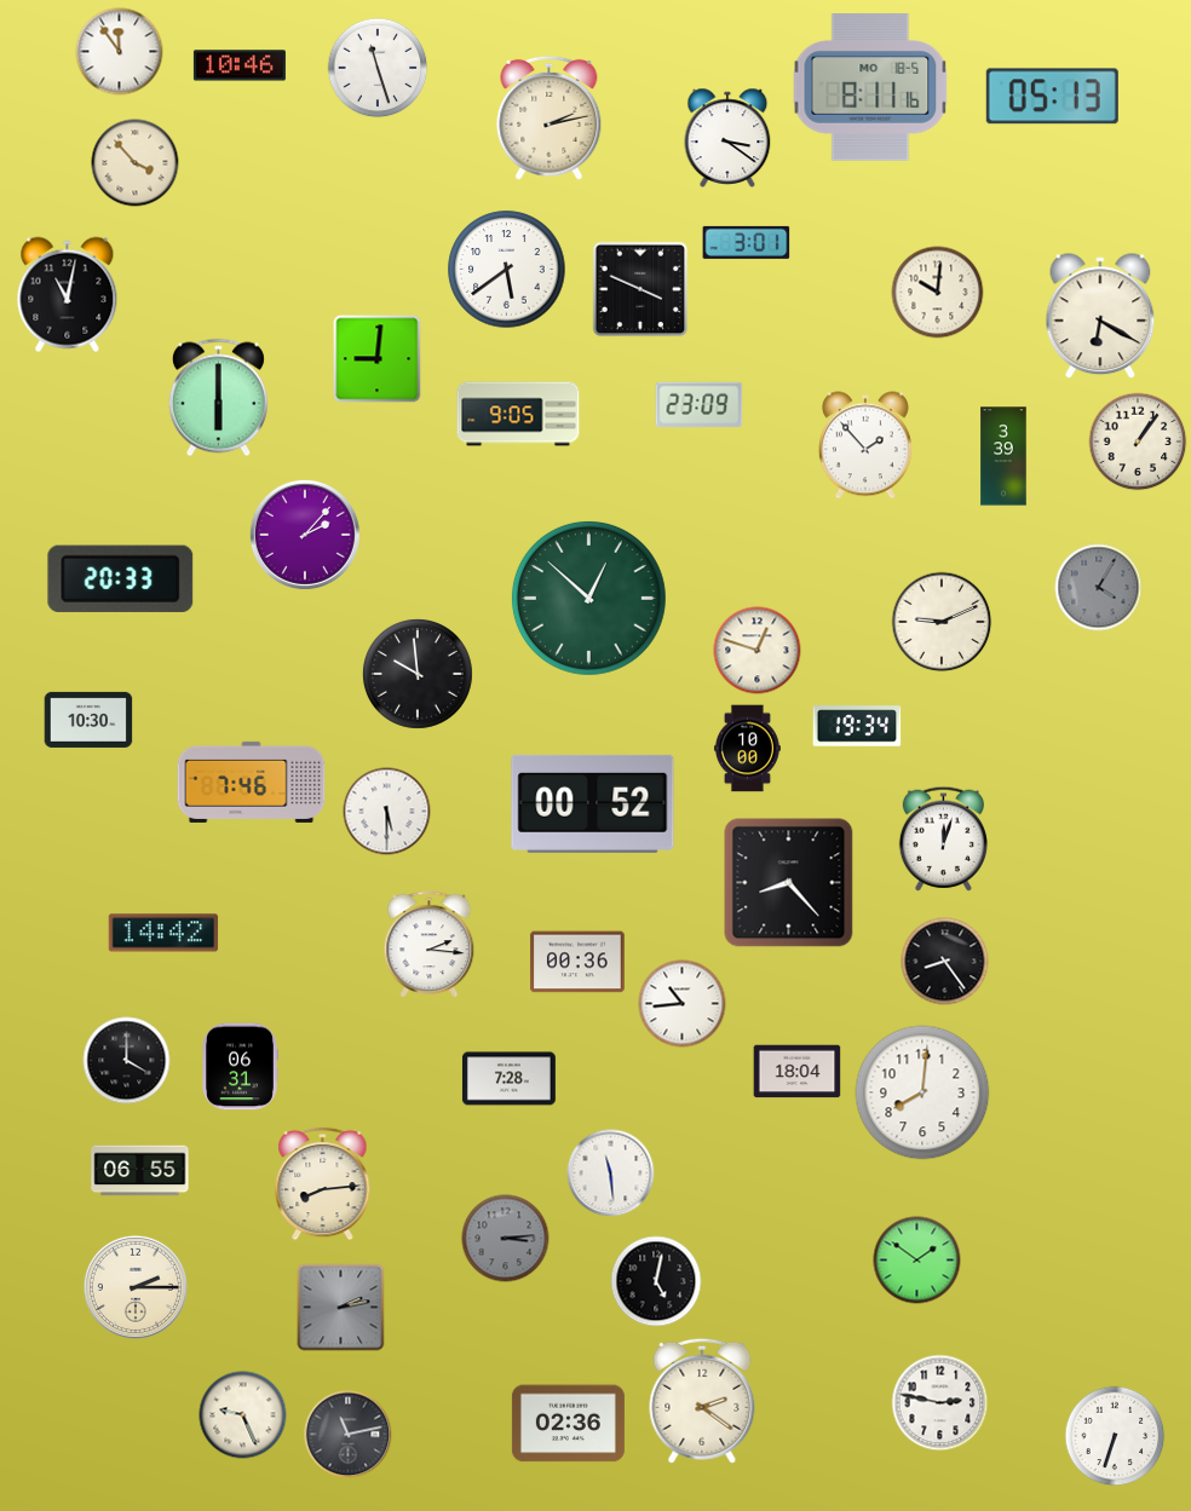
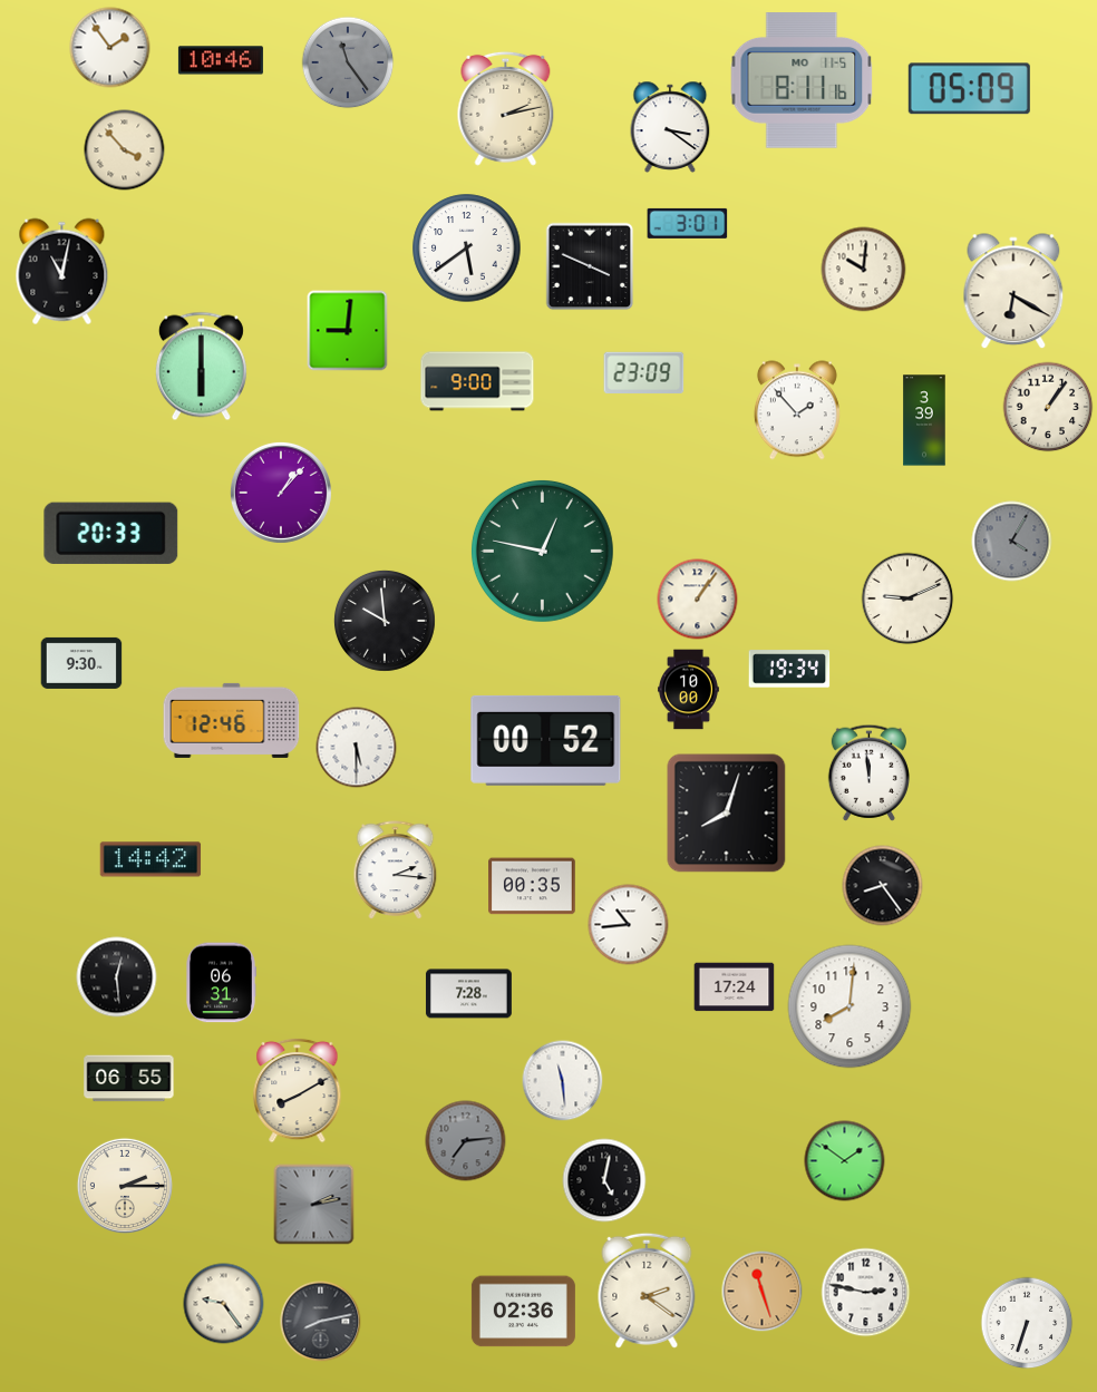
clock at (120, 52): 11:54 -> 1:54
clock at (378, 68): 11:27 -> 11:24
clock at (378, 68) dial: white -> grey
clock at (870, 87) date: MO 18-5 -> MO 11-5
clock at (1052, 97): 05:13 -> 05:09
clock at (518, 414): 9:05 -> 9:00
clock at (305, 535): 2:07 -> 1:07
clock at (588, 598): 12:52 -> 12:47
clock at (942, 622) position: (942, 622) -> (907, 598)
clock at (758, 651): 12:48 -> 1:06
clock at (88, 720): 10:30 -> 9:30
clock at (252, 782): 7:46 -> 12:46
clock at (943, 838): 12:03 -> 11:59
clock at (789, 883): 8:23 -> 8:03
clock at (577, 962): 00:36 -> 00:35
clock at (945, 962) position: (945, 962) -> (883, 886)
clock at (127, 1061): 4:00 -> 12:29
clock at (798, 1072): 18:04 -> 17:24
clock at (323, 1183): 8:14 -> 8:10
clock at (506, 1239): 3:14 -> 7:14
clock at (763, 1292): none -> 11:27
clock at (243, 1415): 9:26 -> 9:24
clock at (349, 1435): 11:13 -> 8:13
